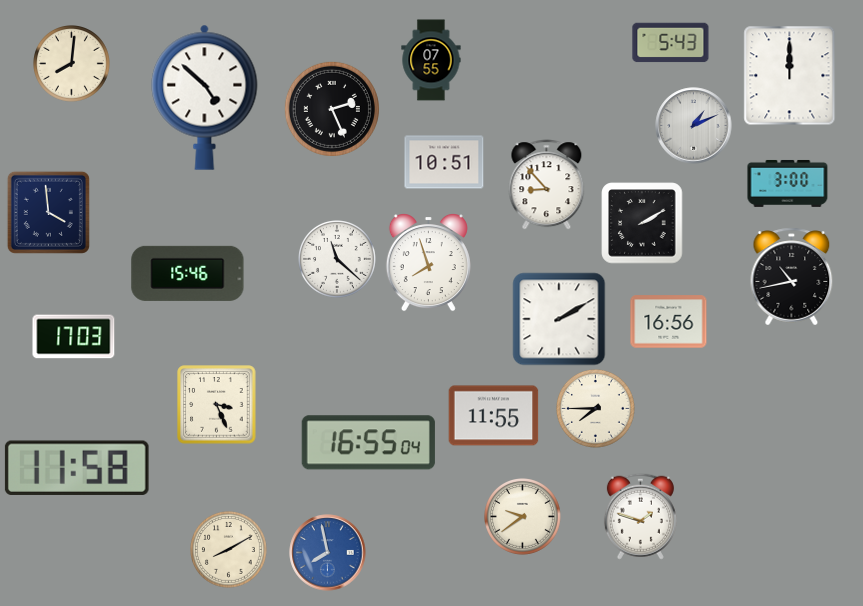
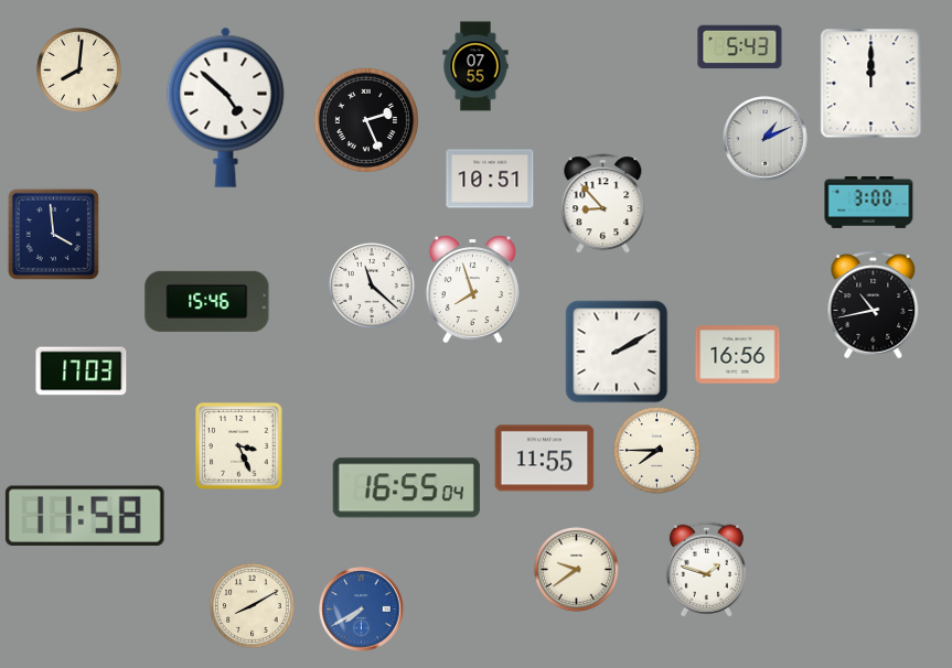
clock at (642, 223): 2:10 -> none
clock at (328, 553): 7:58 -> 7:40
